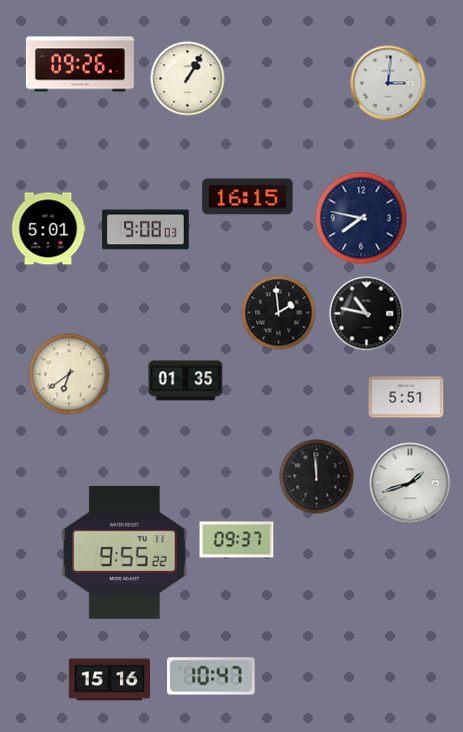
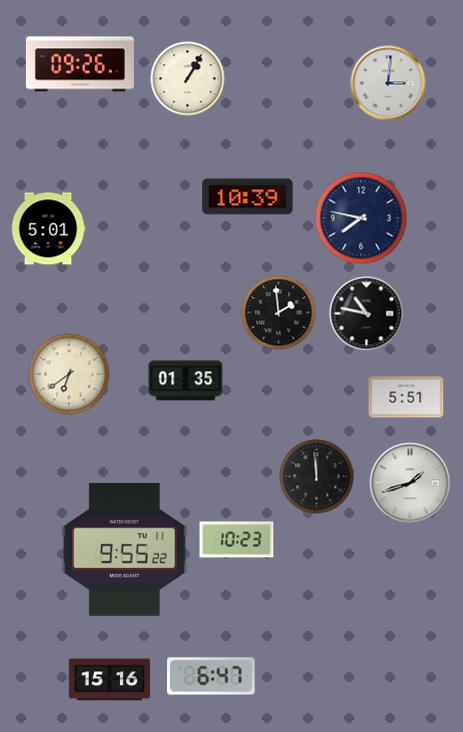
clock at (248, 197): 16:15 -> 10:39
clock at (146, 230): 9:08 -> none
clock at (237, 540): 09:37 -> 10:23
clock at (125, 552) position: (125, 552) -> (125, 549)
clock at (211, 676): 10:47 -> 6:47
